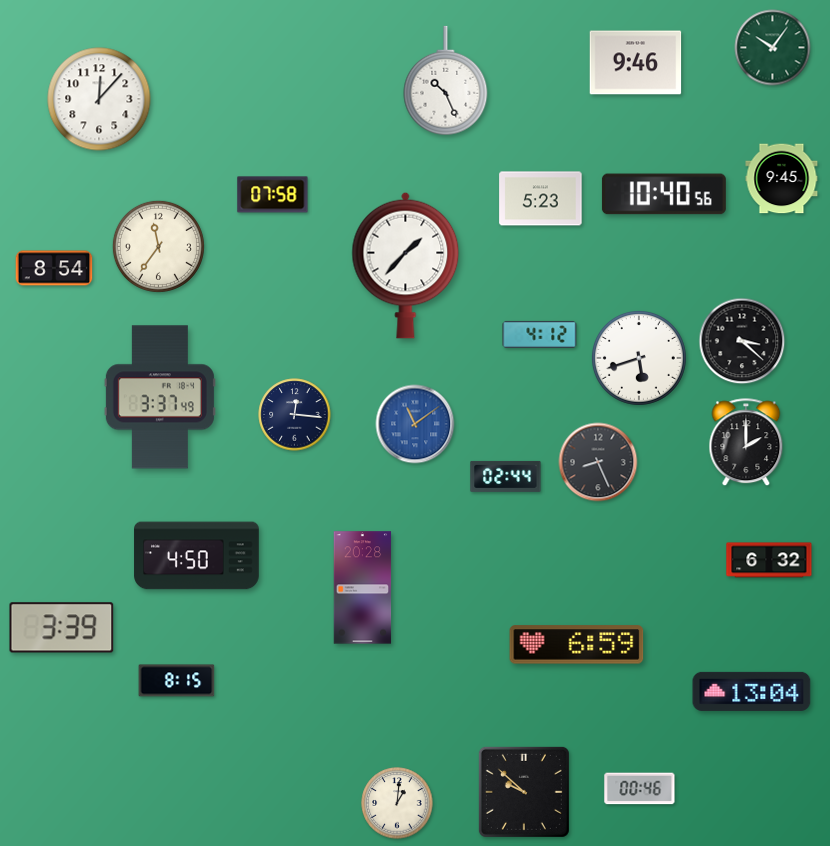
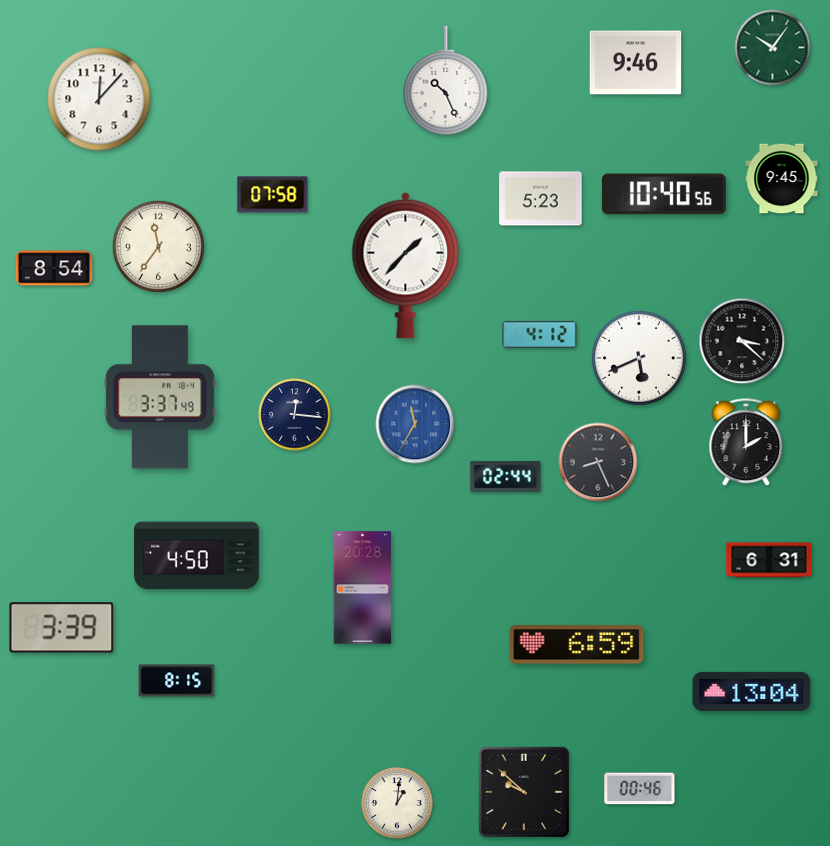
clock at (639, 358): 5:42 -> 5:41
clock at (415, 424): 11:09 -> 11:35
clock at (769, 560): 6:32 -> 6:31
